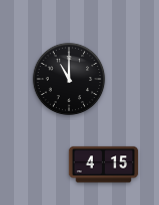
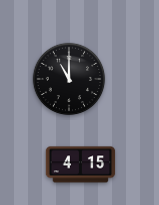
clock at (104, 165) position: (104, 165) -> (81, 165)
